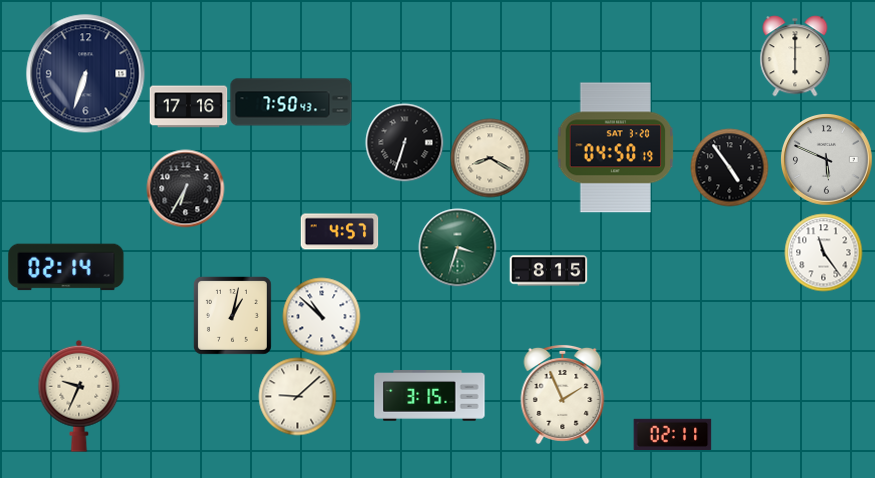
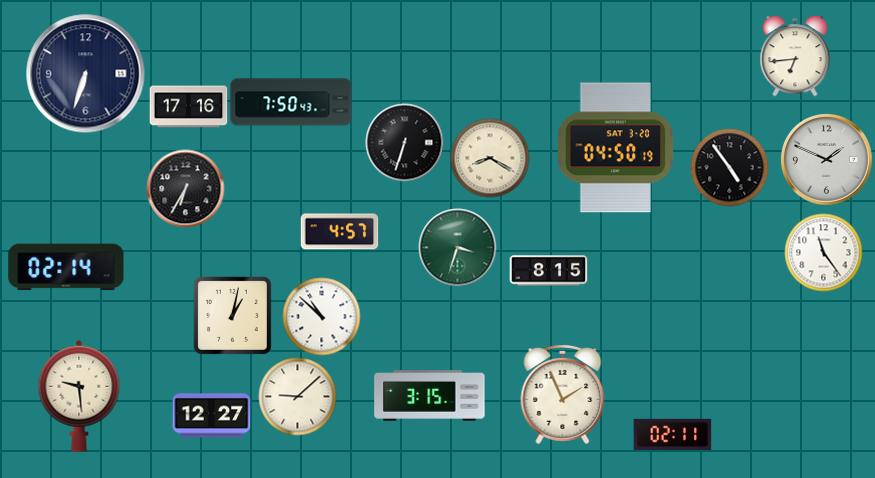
clock at (795, 56): 6:00 -> 6:44
clock at (827, 160): 5:49 -> 1:49
clock at (79, 396): 9:34 -> 9:29
clock at (211, 416): none -> 12:27
